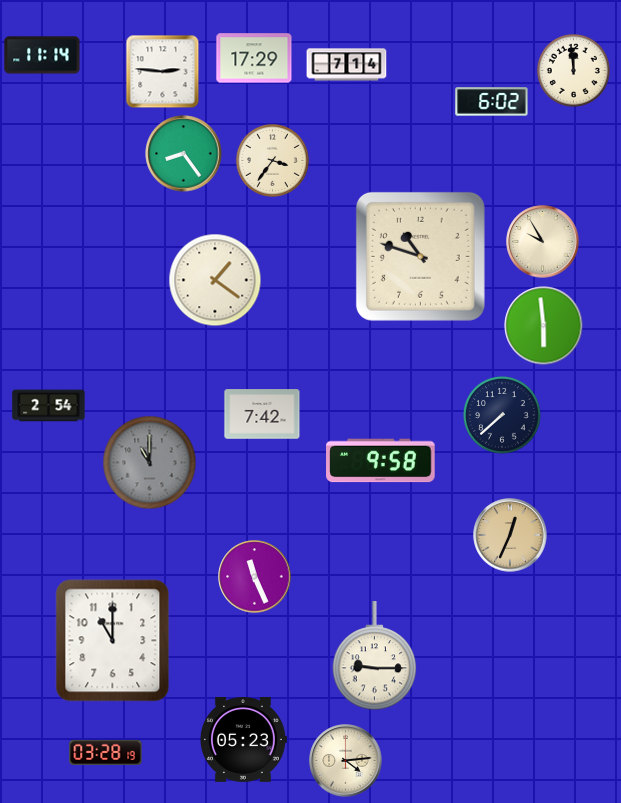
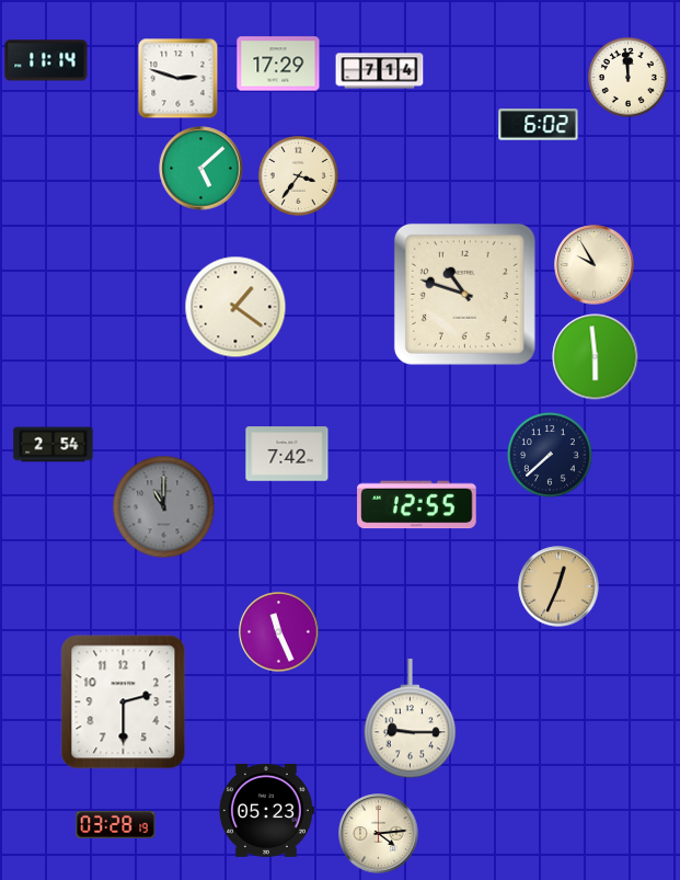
clock at (163, 72): 2:46 -> 2:48
clock at (492, 102) position: (492, 102) -> (539, 125)
clock at (184, 154): 8:24 -> 5:08
clock at (420, 256) position: (420, 256) -> (464, 294)
clock at (381, 461): 9:58 -> 12:55
clock at (113, 641): 11:00 -> 2:30
